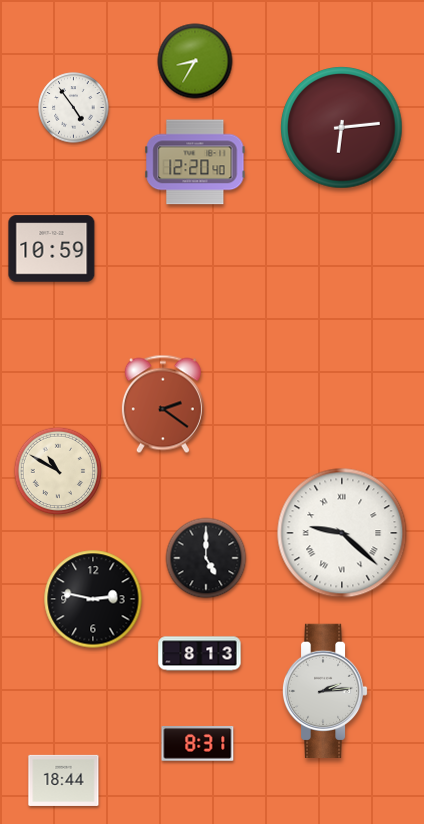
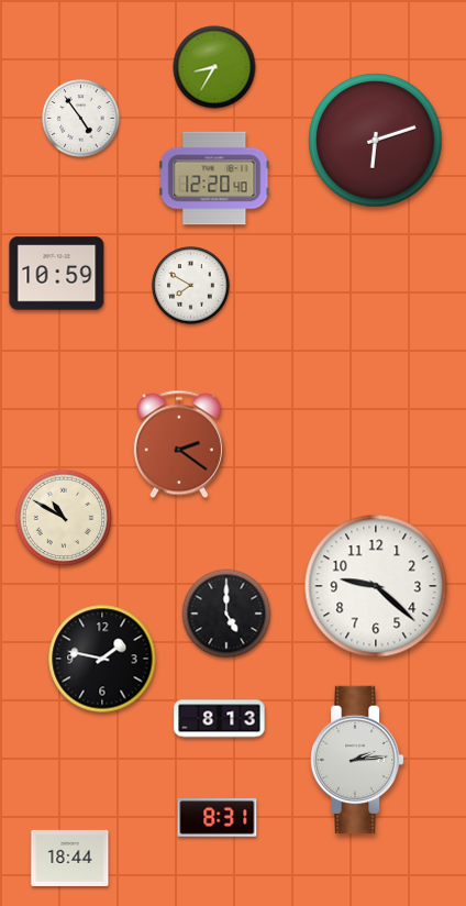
clock at (342, 128): 6:14 -> 6:12
clock at (191, 286): none -> 7:50
clock at (342, 533) numerals: Roman -> Arabic
clock at (93, 599): 2:47 -> 1:47
